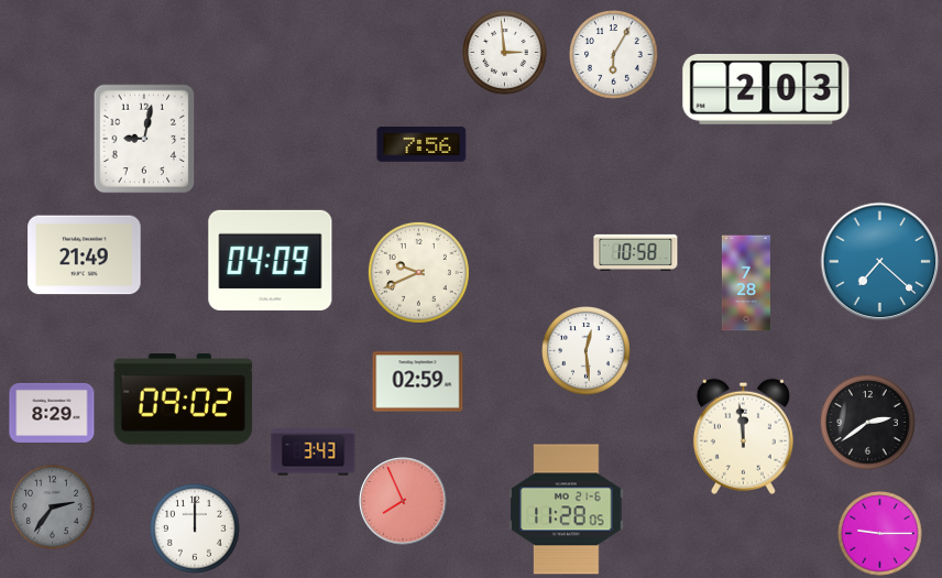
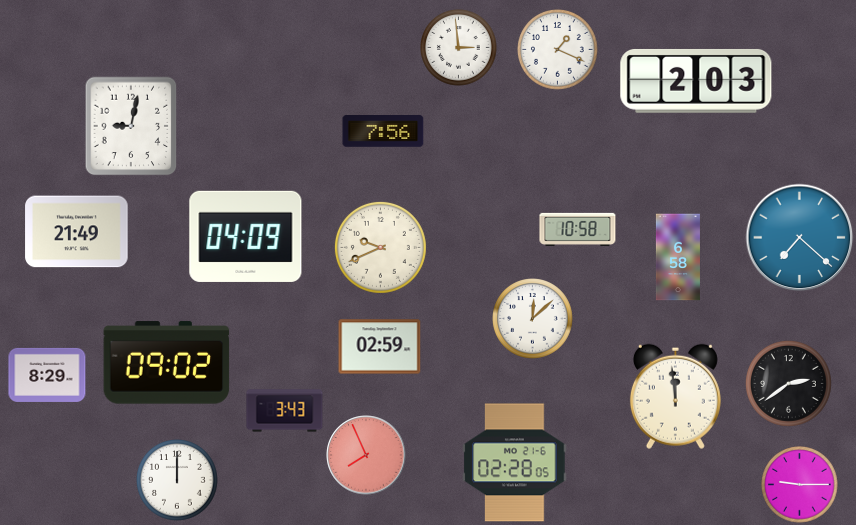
clock at (614, 55): 6:05 -> 1:19
clock at (746, 283): 7:28 -> 6:58
clock at (587, 351): 12:29 -> 12:08
clock at (53, 508): 2:36 -> none
clock at (567, 510): 11:28 -> 02:28
